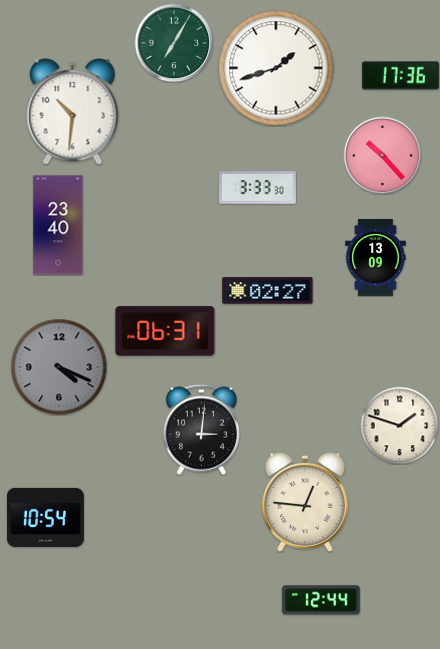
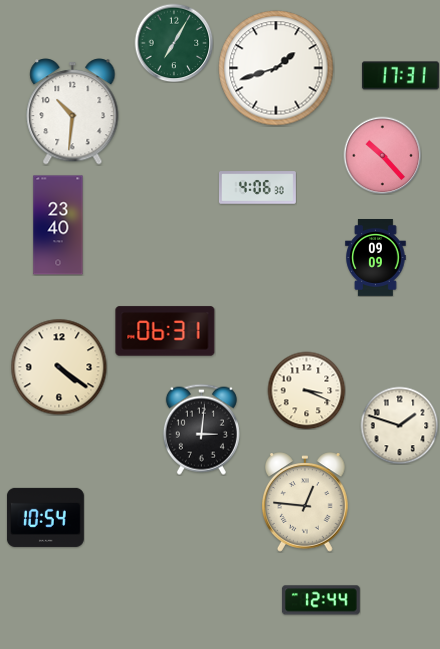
clock at (400, 76): 17:36 -> 17:31
clock at (257, 188): 3:33 -> 4:06
clock at (376, 258): 13:09 -> 09:09
clock at (268, 291): 02:27 -> none
clock at (59, 367): 4:19 -> 4:21
clock at (59, 367) dial: grey -> cream
clock at (306, 390): none -> 3:19
